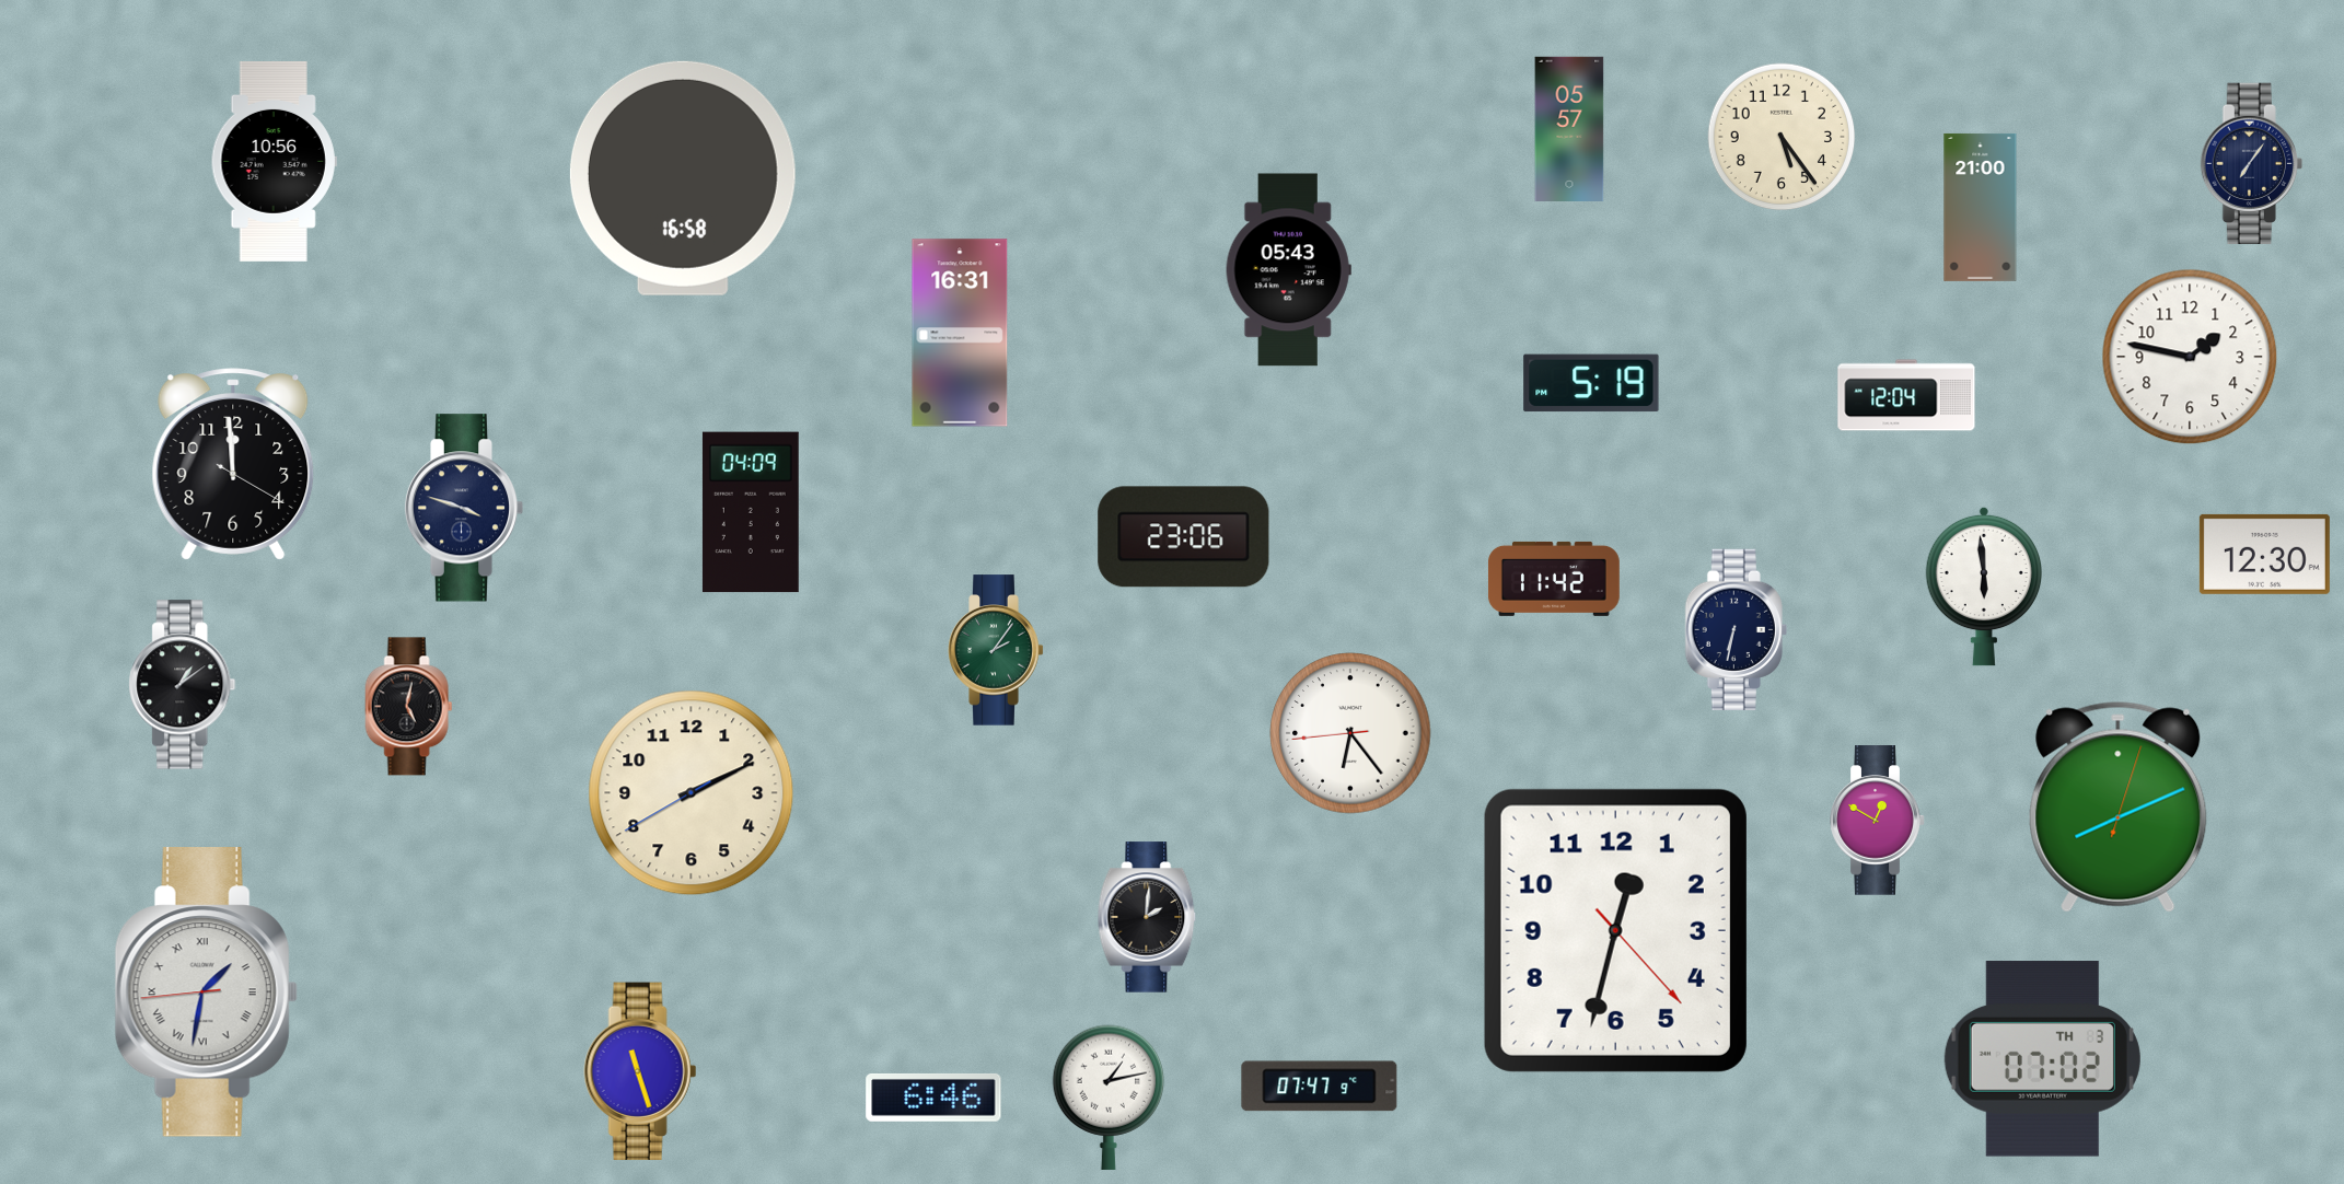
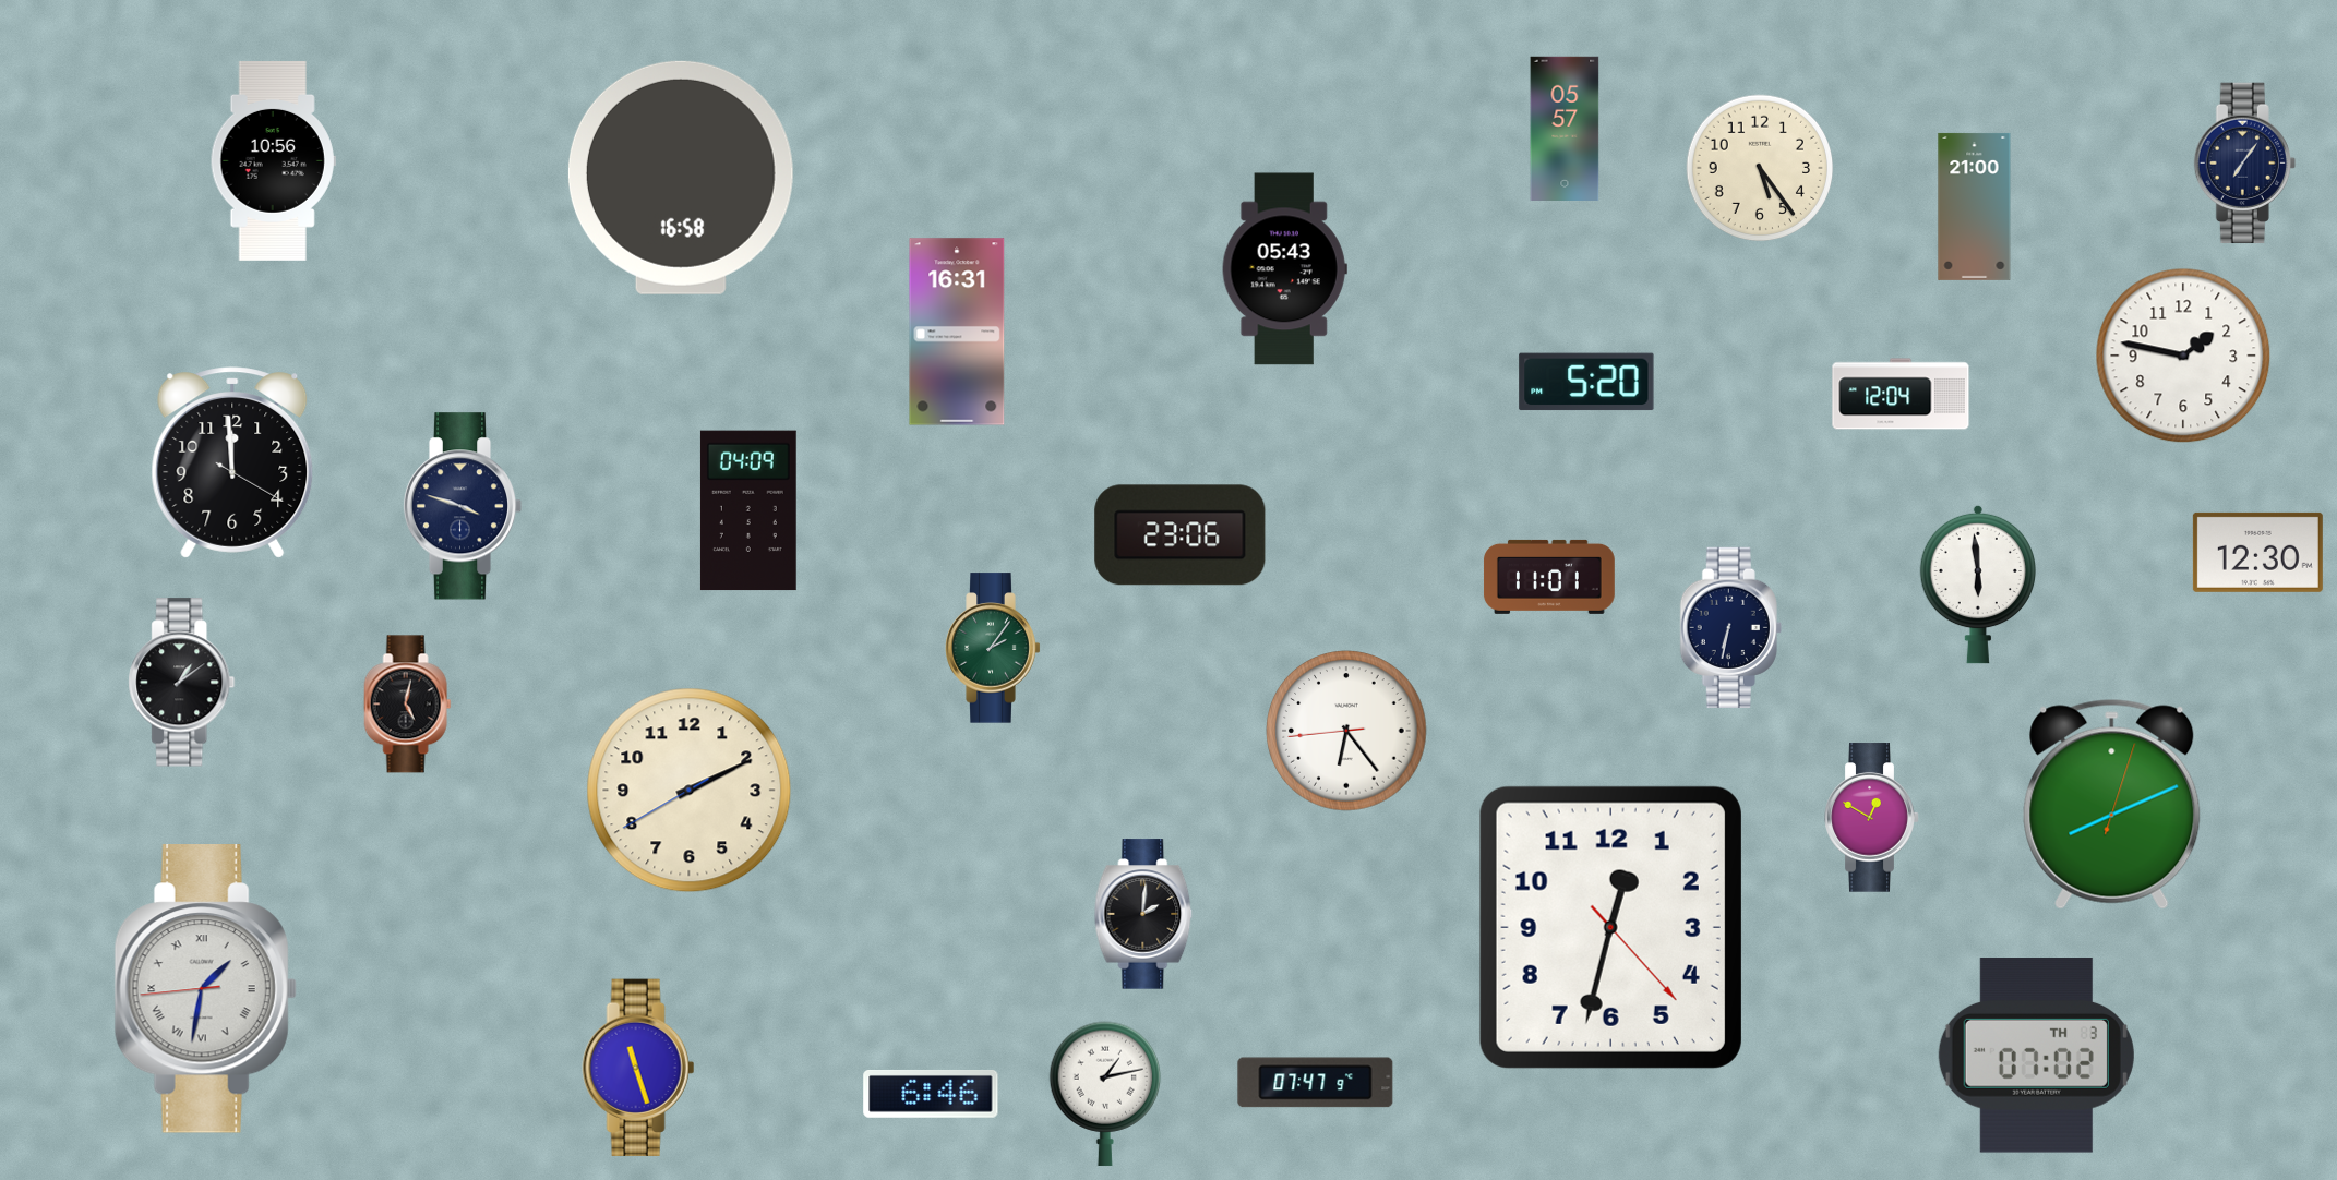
clock at (1782, 137) position: (1782, 137) -> (1760, 168)
clock at (1591, 383): 5:19 -> 5:20
clock at (1554, 579): 11:42 -> 11:01
